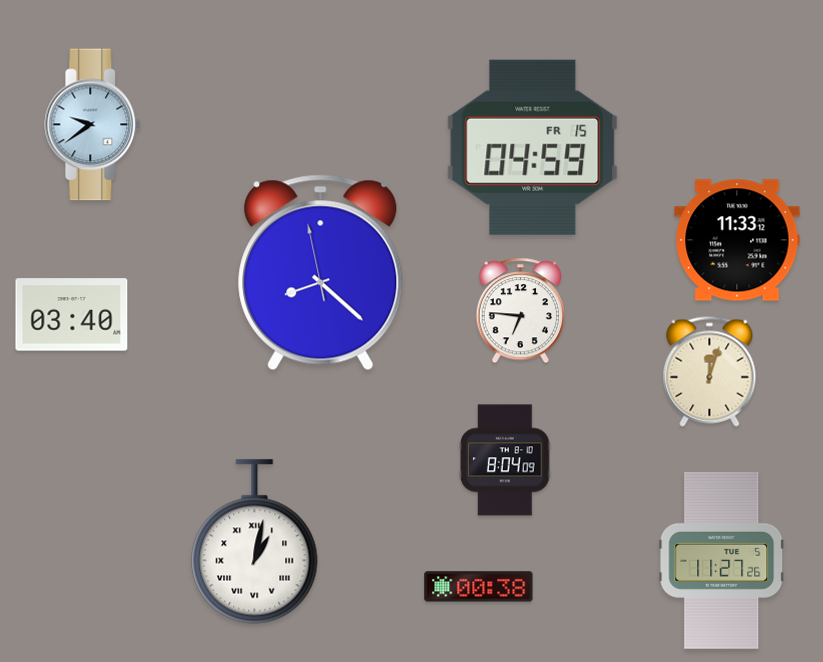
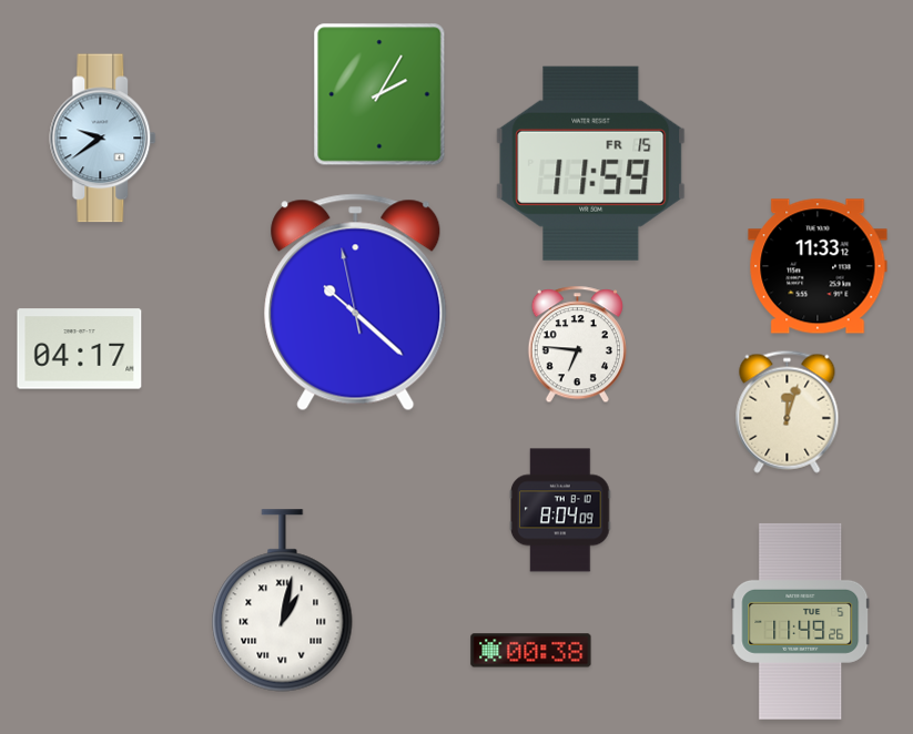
clock at (379, 94): none -> 2:05
clock at (533, 147): 04:59 -> 11:59
clock at (321, 273): 8:21 -> 10:21
clock at (72, 315): 03:40 -> 04:17
clock at (722, 560): 11:27 -> 11:49
